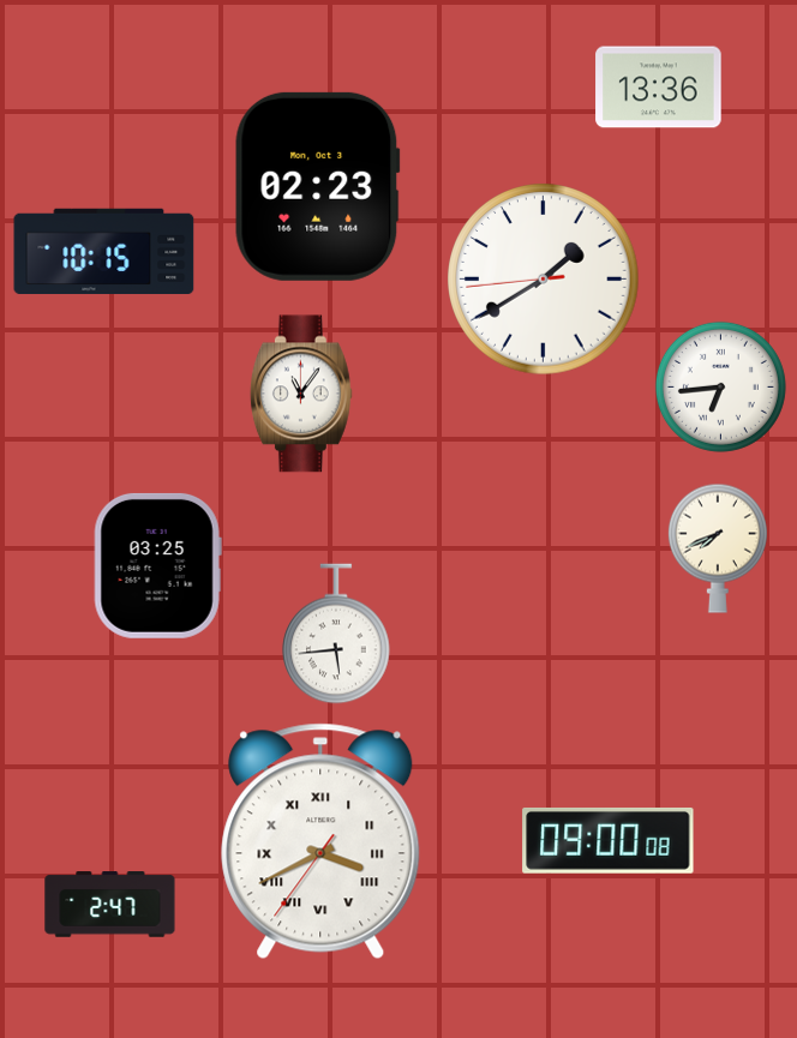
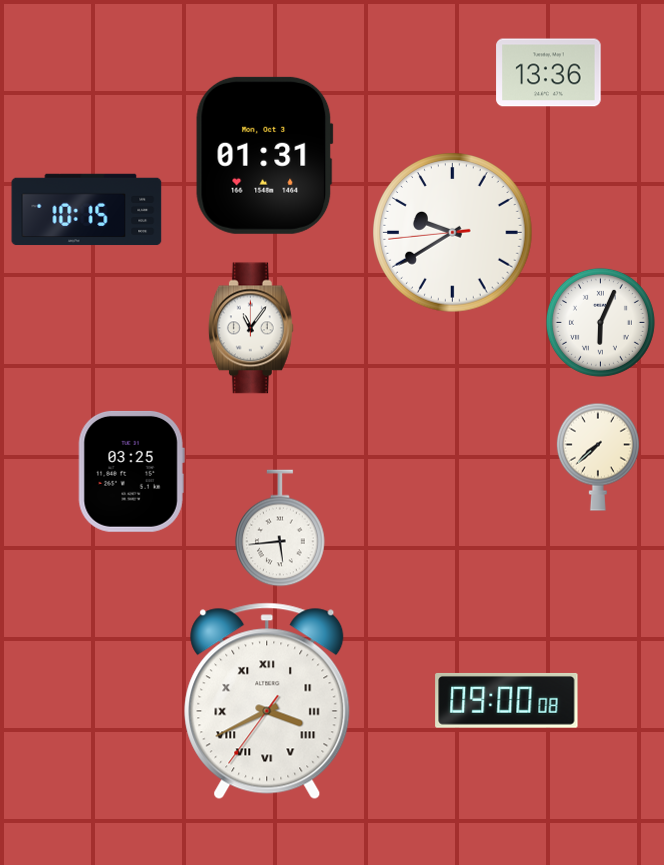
clock at (318, 186): 02:23 -> 01:31
clock at (544, 280): 1:39 -> 9:39
clock at (720, 386): 6:44 -> 6:04
clock at (718, 548): 7:41 -> 7:38
clock at (110, 905): 2:47 -> none
